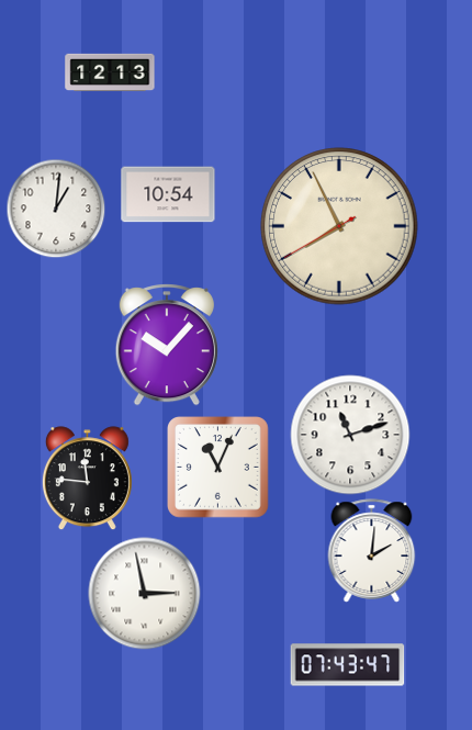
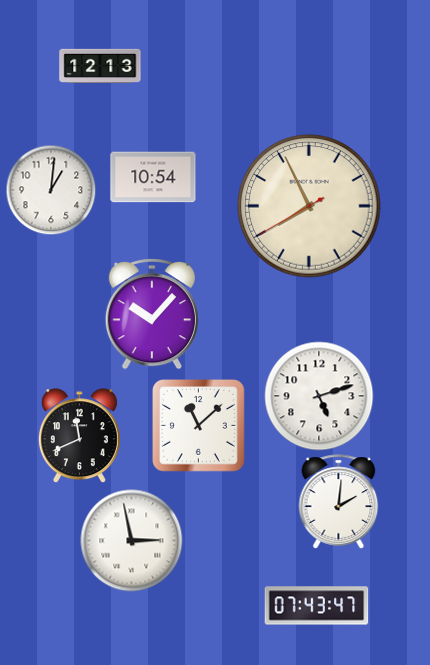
clock at (350, 435): 11:12 -> 5:12
clock at (218, 468): 11:04 -> 11:08
clock at (87, 479): 11:46 -> 11:41
